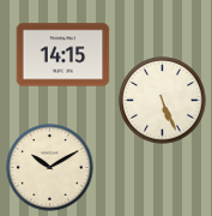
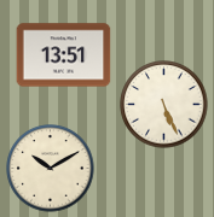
clock at (63, 55): 14:15 -> 13:51
clock at (163, 101) position: (163, 101) -> (164, 105)
